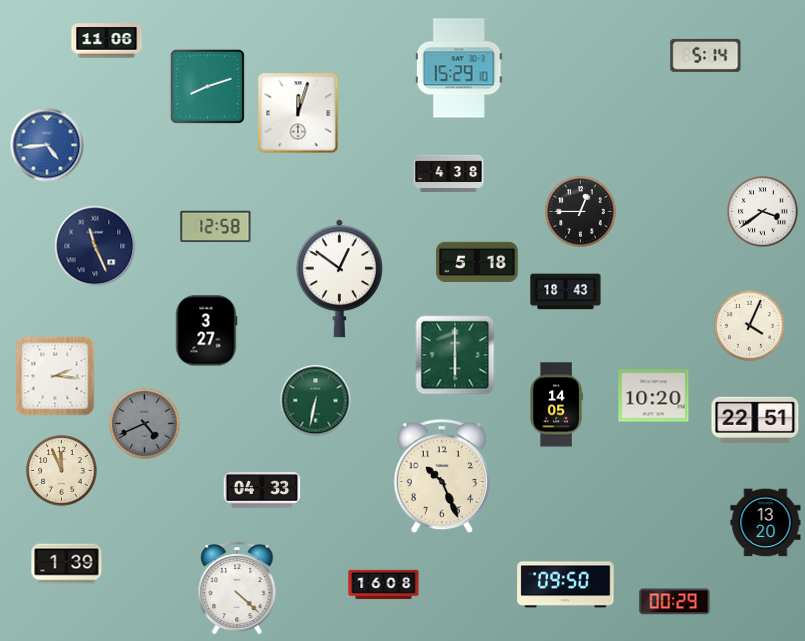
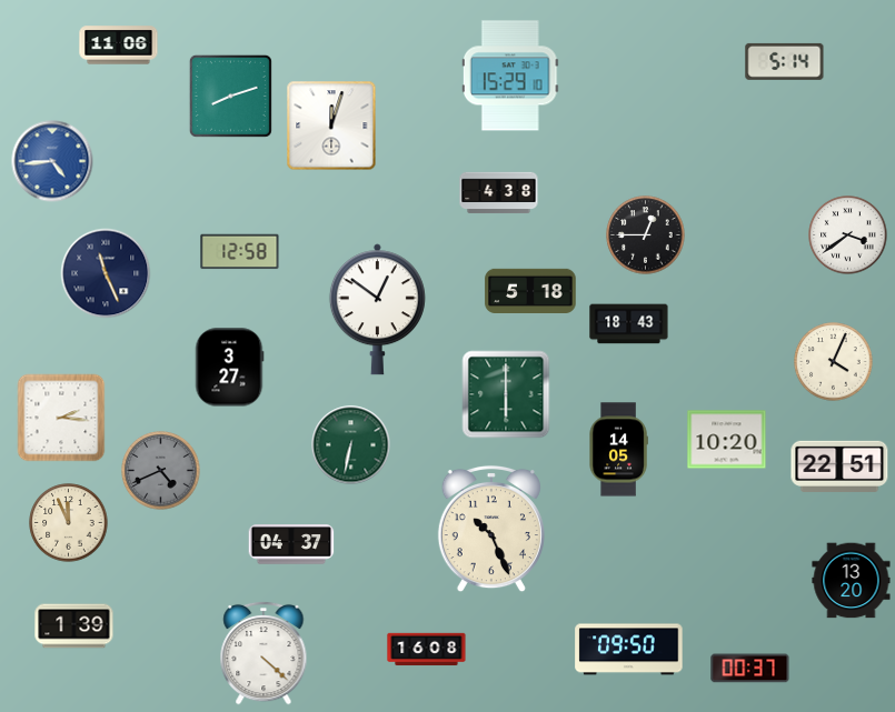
clock at (262, 490): 04:33 -> 04:37
clock at (675, 602): 00:29 -> 00:37
